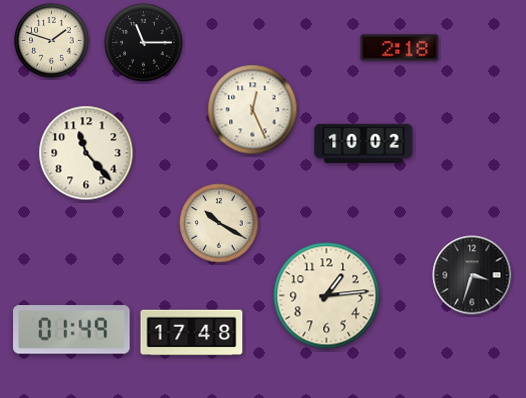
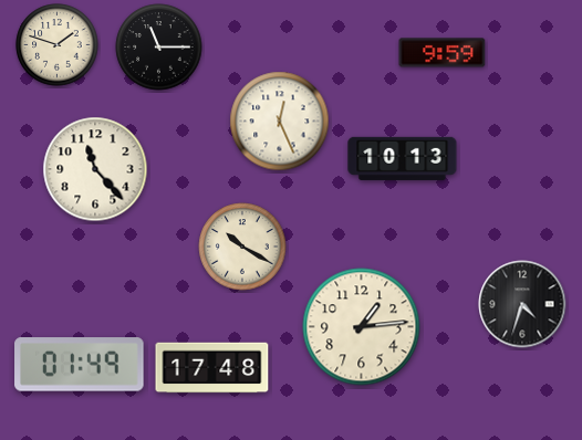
clock at (400, 48): 2:18 -> 9:59
clock at (364, 143): 10:02 -> 10:13
clock at (472, 275): 3:33 -> 4:33
